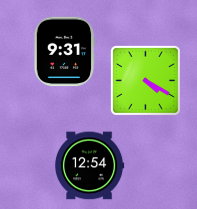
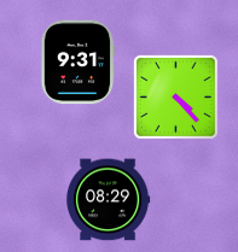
clock at (145, 80): 4:20 -> 4:23
clock at (89, 166): 12:54 -> 08:29
